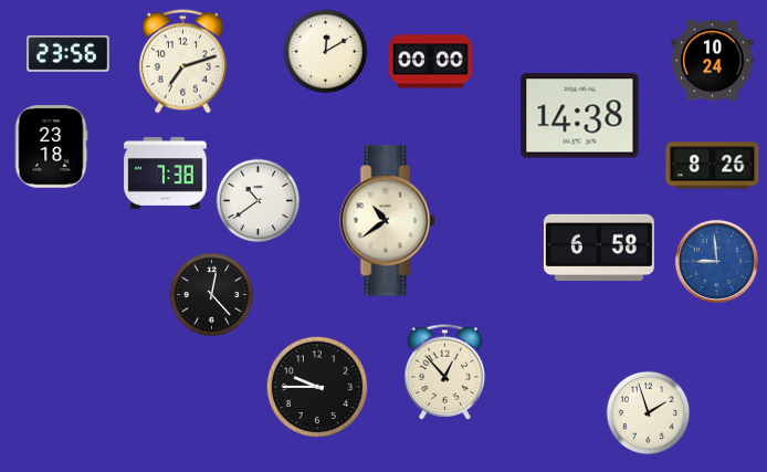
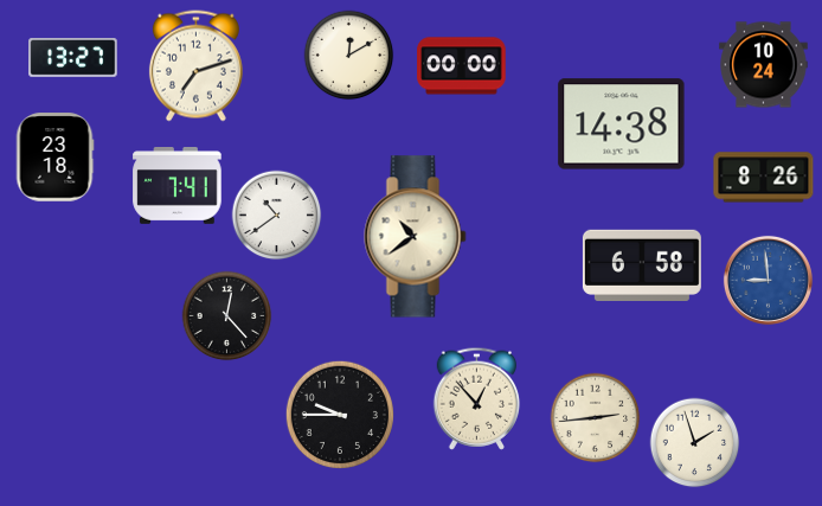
clock at (69, 54): 23:56 -> 13:27
clock at (166, 174): 7:38 -> 7:41
clock at (596, 418): none -> 2:44
